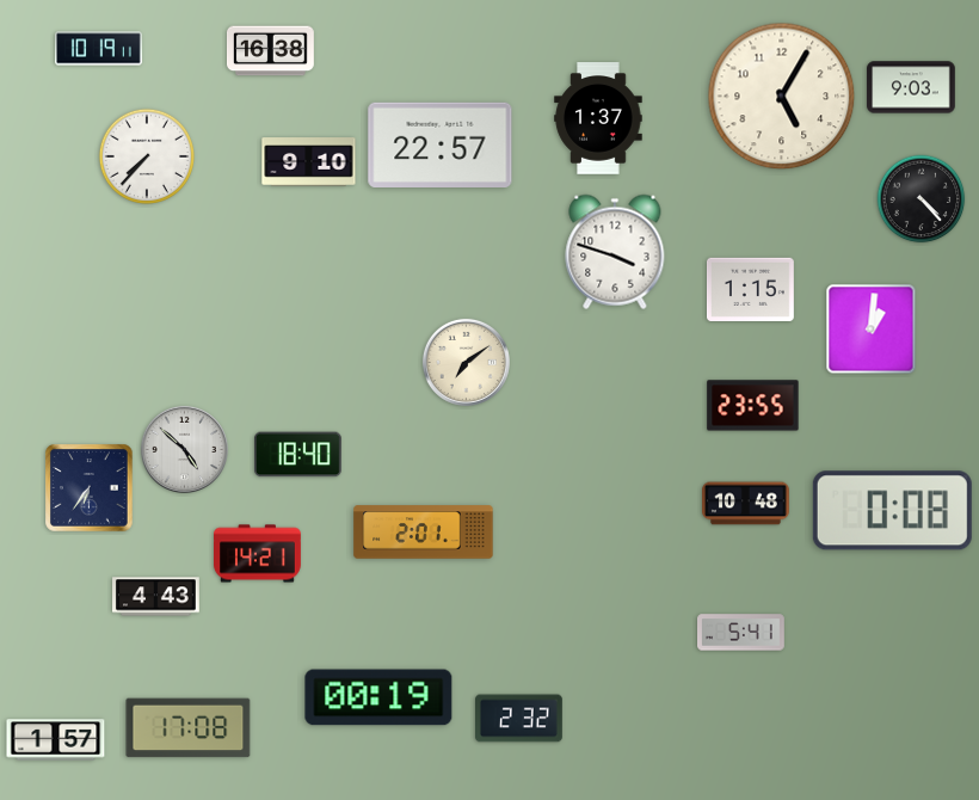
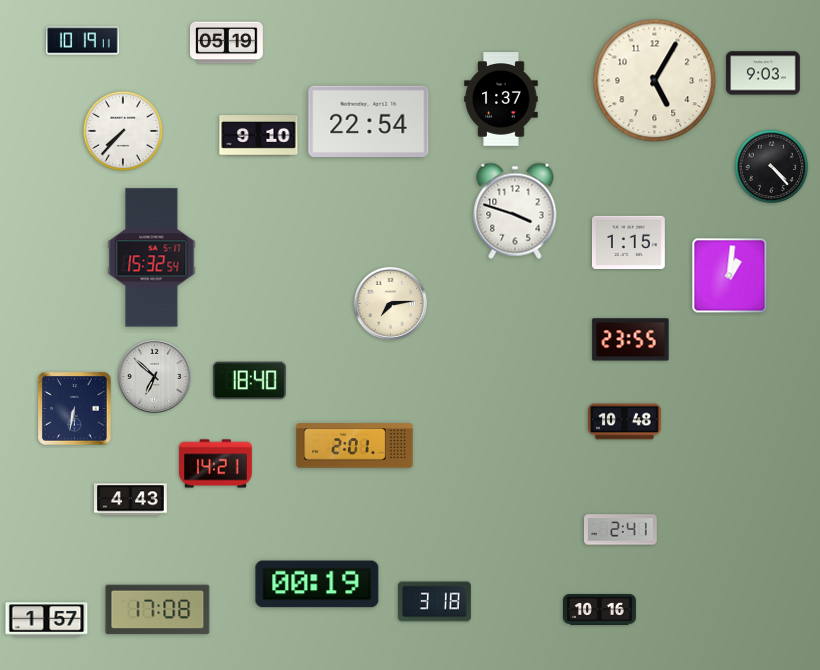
clock at (271, 51): 16:38 -> 05:19
clock at (441, 144): 22:57 -> 22:54
clock at (152, 258): none -> 15:32
clock at (466, 362): 7:09 -> 7:14
clock at (184, 449): 4:52 -> 6:52
clock at (90, 488): 6:36 -> 6:32
clock at (892, 511): 0:08 -> none
clock at (741, 633): 5:41 -> 2:41
clock at (519, 719): 2:32 -> 3:18
clock at (600, 610): none -> 10:16
